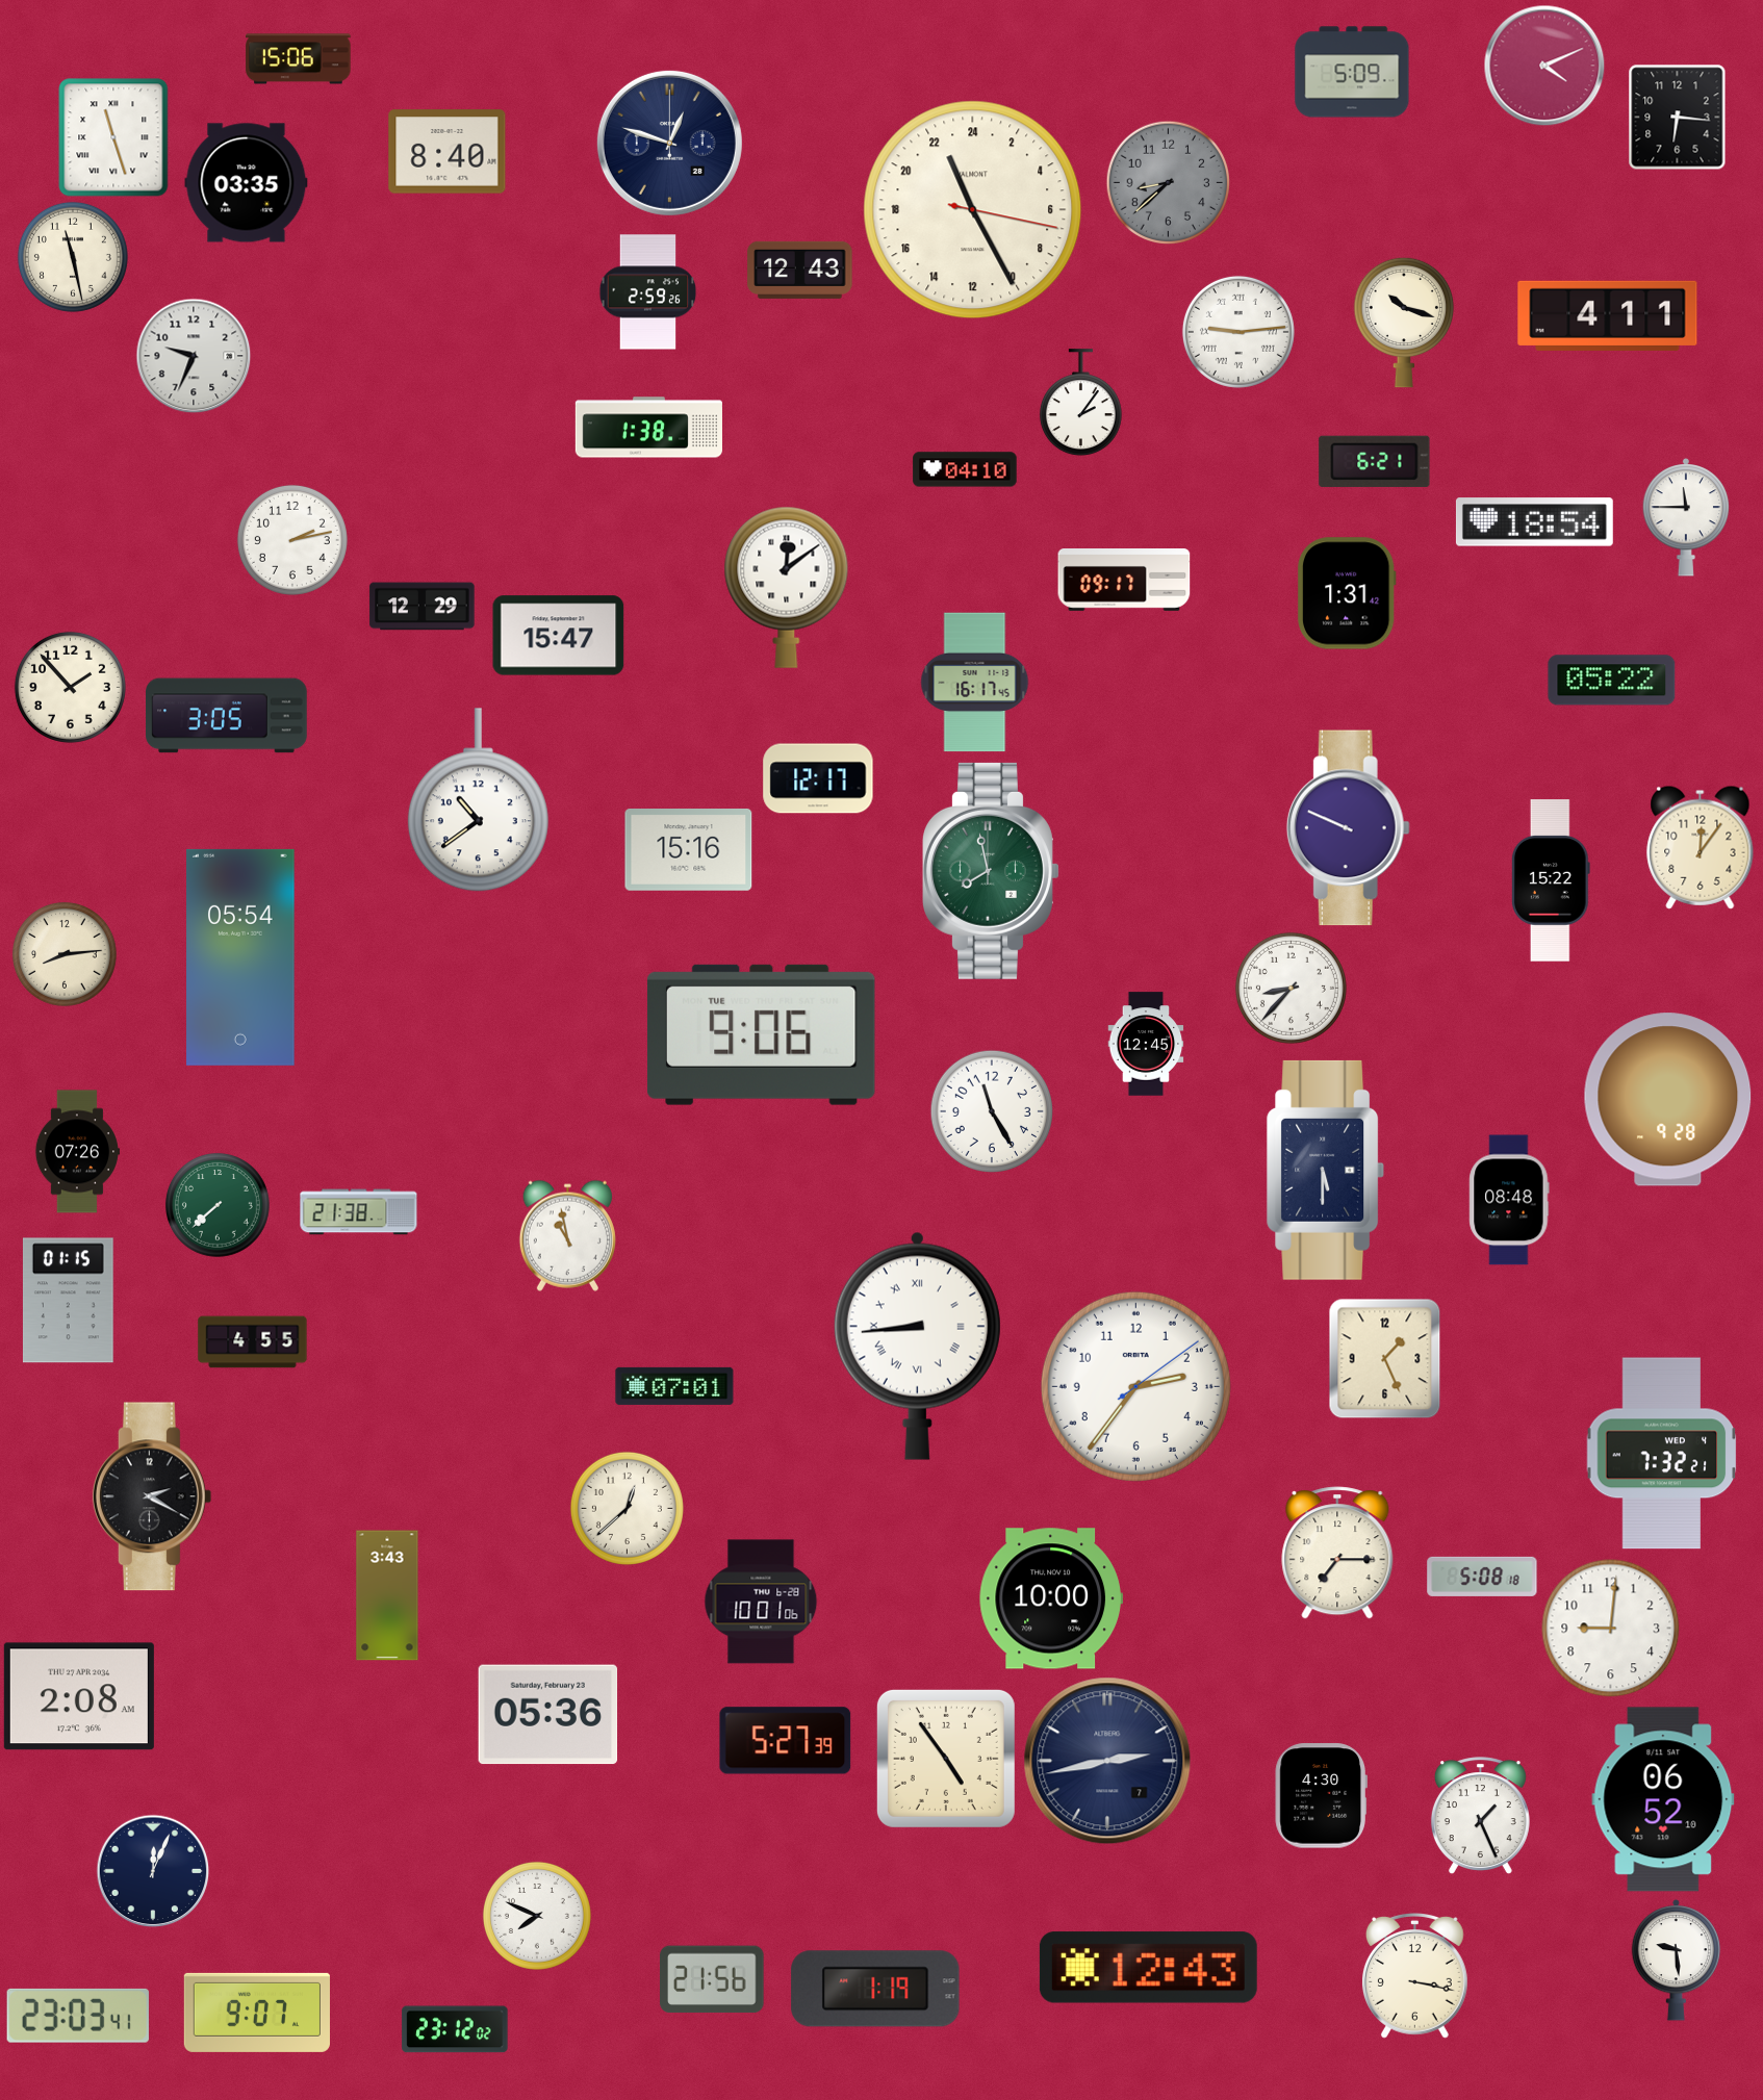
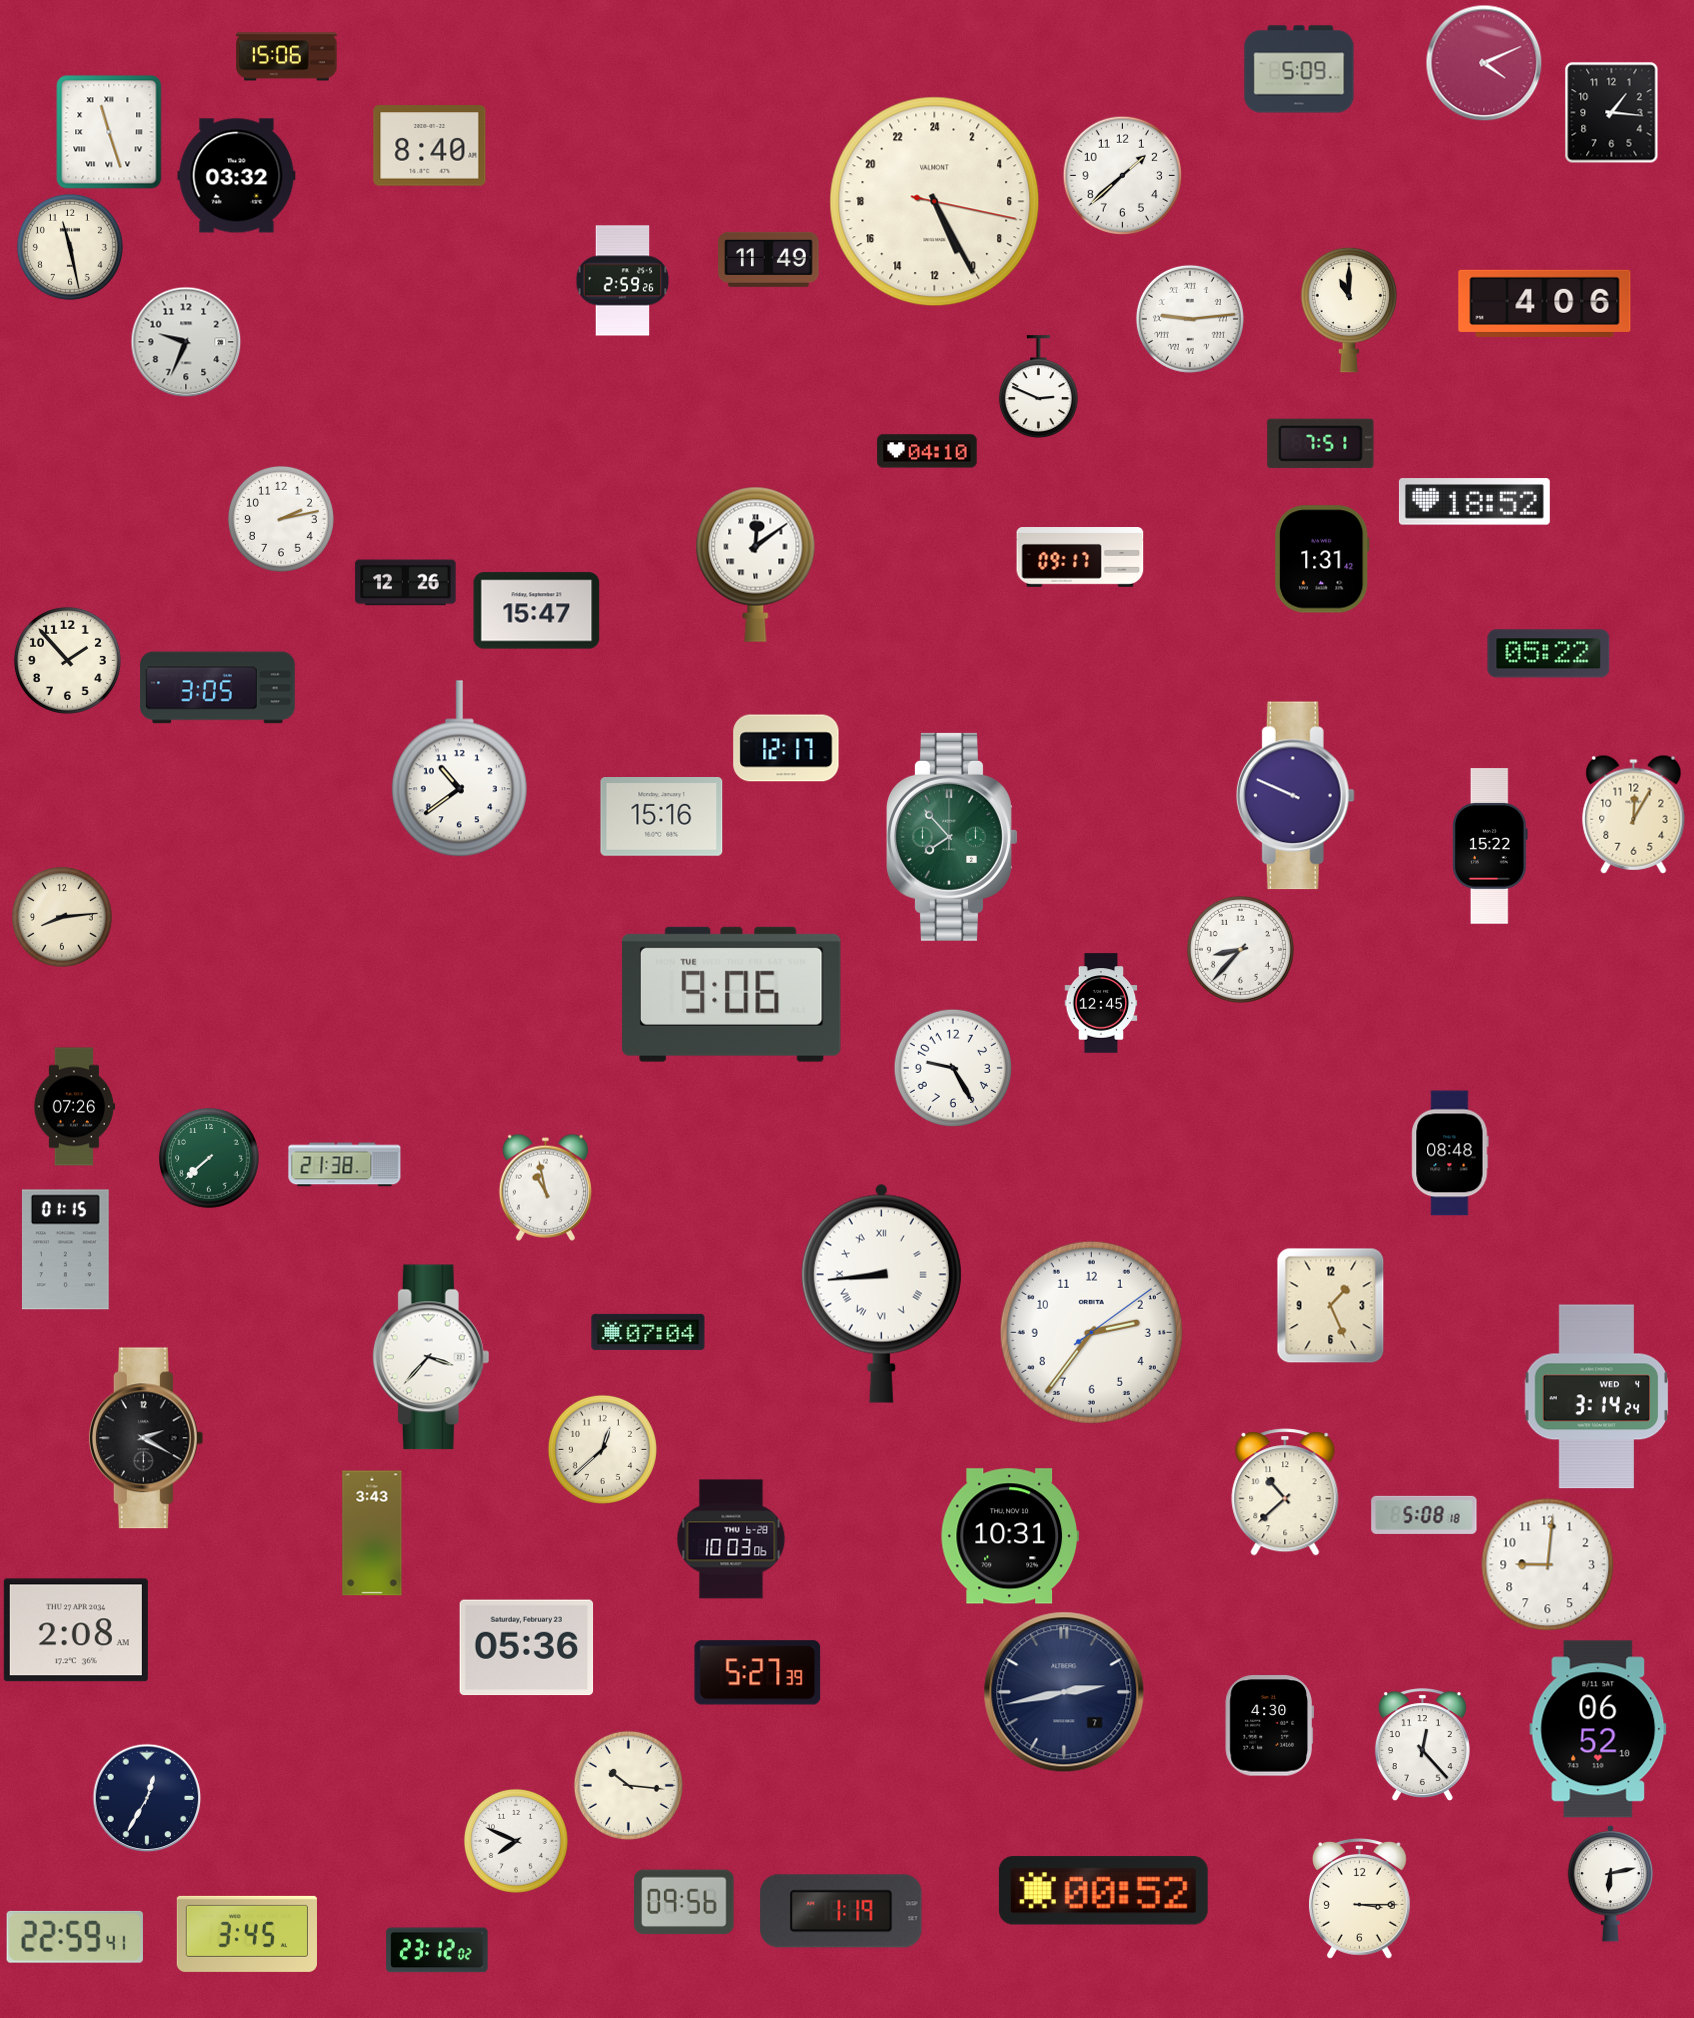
clock at (1678, 117): 6:16 -> 1:16
clock at (669, 143): 12:48 -> none
clock at (1168, 182): 8:38 -> 1:38
clock at (1168, 182) dial: grey -> white
clock at (247, 183): 03:35 -> 03:32
clock at (973, 210): 22:25 -> 10:25
clock at (800, 270): 12:43 -> 11:49
clock at (1608, 315): 4:11 -> 4:06
clock at (1404, 323): 10:18 -> 11:00
clock at (1080, 403): 2:06 -> 2:49
clock at (648, 428): 1:38 -> none
clock at (1375, 461): 6:21 -> 7:51
clock at (1686, 518): 11:45 -> none
clock at (1534, 522): 18:54 -> 18:52
clock at (1347, 593) position: (1347, 593) -> (1322, 559)
clock at (423, 607): 12:29 -> 12:26
clock at (975, 683): 16:17 -> none
clock at (1701, 847): 12:06 -> 12:05
clock at (992, 871): 7:58 -> 7:53
clock at (240, 957): 05:54 -> none
clock at (1668, 1100): 9:28 -> none
clock at (991, 1110): 11:25 -> 9:25
clock at (1326, 1170): 5:30 -> none
clock at (253, 1342): 4:55 -> none
clock at (674, 1386): 07:01 -> 07:04
clock at (431, 1357): none -> 3:37
clock at (1662, 1454): 7:32 -> 3:14
clock at (1337, 1553): 7:15 -> 10:38
clock at (1051, 1598): 10:00 -> 10:31
clock at (761, 1602): 10:01 -> 10:03
clock at (786, 1741) position: (786, 1741) -> (758, 1673)
clock at (946, 1759): 4:54 -> none
clock at (1480, 1815): 1:26 -> 12:23
clock at (628, 1785): none -> 10:16
clock at (153, 1871): 12:04 -> 12:35
clock at (1677, 1961): 9:29 -> 6:13
clock at (1148, 1968): 12:43 -> 00:52
clock at (1414, 1976): 3:17 -> 3:15
clock at (712, 1979): 21:56 -> 09:56
clock at (257, 2013): 9:07 -> 3:45
clock at (78, 2016): 23:03 -> 22:59
